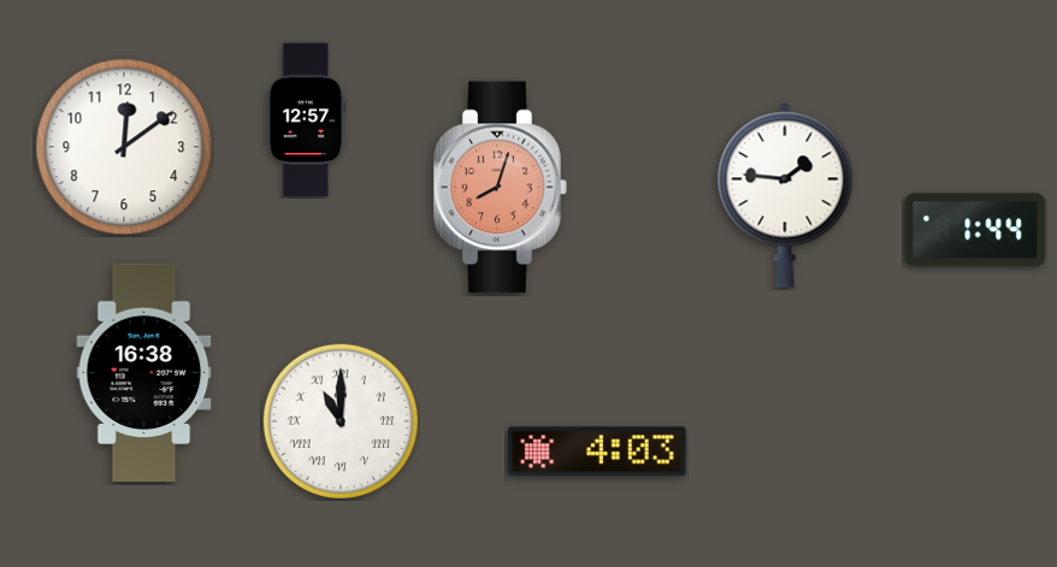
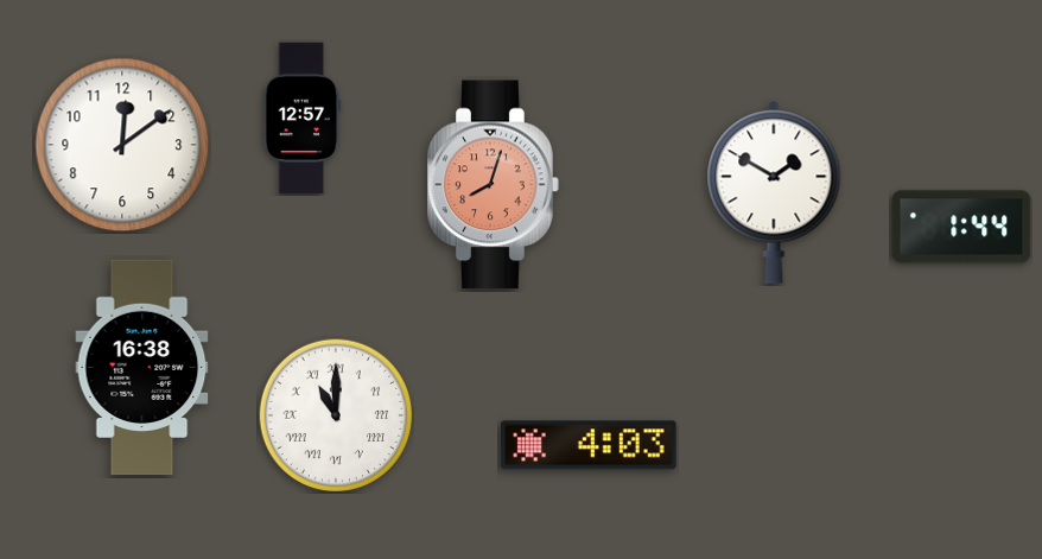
clock at (785, 195): 1:46 -> 1:50
